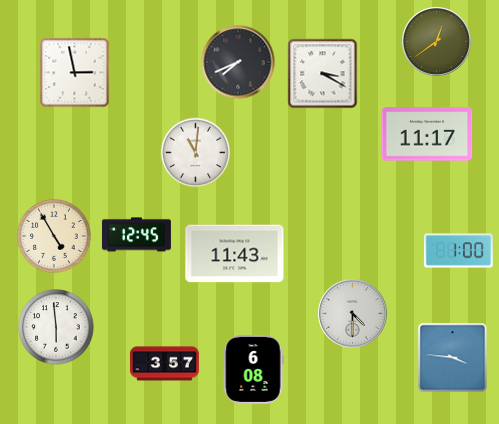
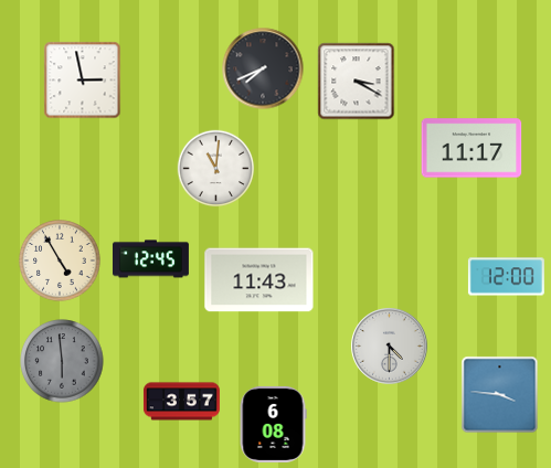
clock at (437, 42): 12:39 -> none
clock at (458, 251): 1:00 -> 12:00
clock at (56, 327) dial: white -> grey
clock at (253, 369) position: (253, 369) -> (273, 424)
